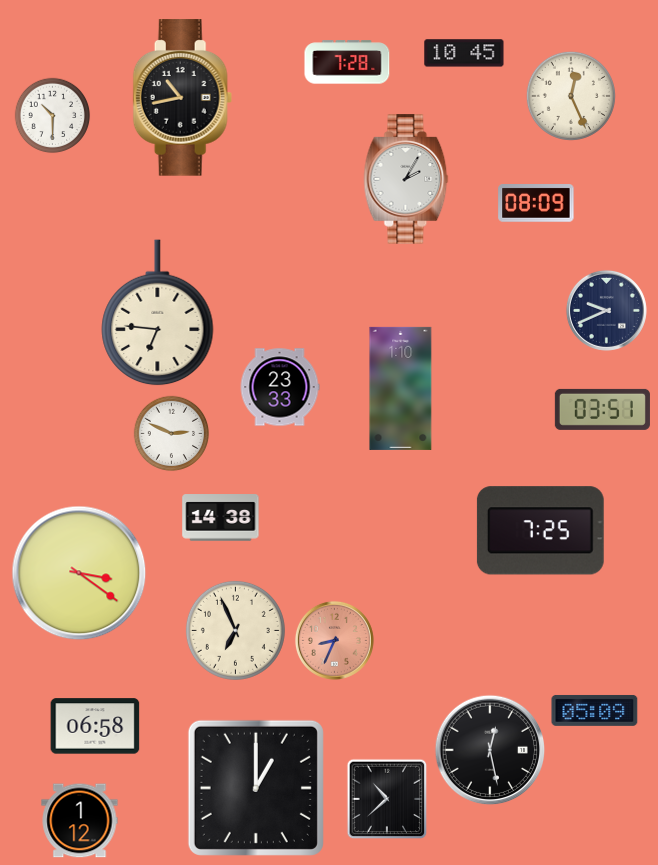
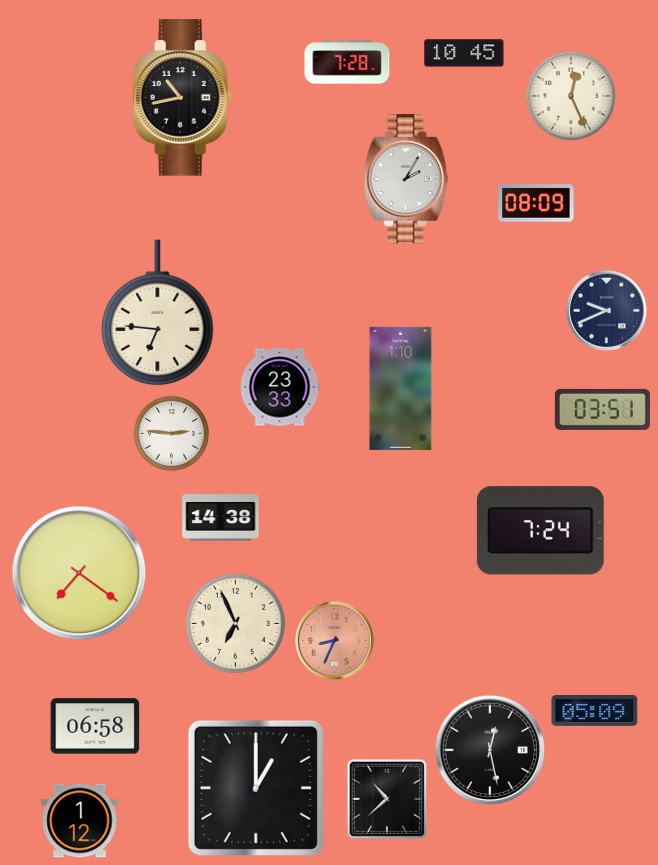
clock at (53, 116): 10:30 -> none
clock at (172, 434): 2:49 -> 2:46
clock at (540, 531): 7:25 -> 7:24
clock at (79, 573): 3:21 -> 7:21
clock at (235, 630) position: (235, 630) -> (235, 623)
